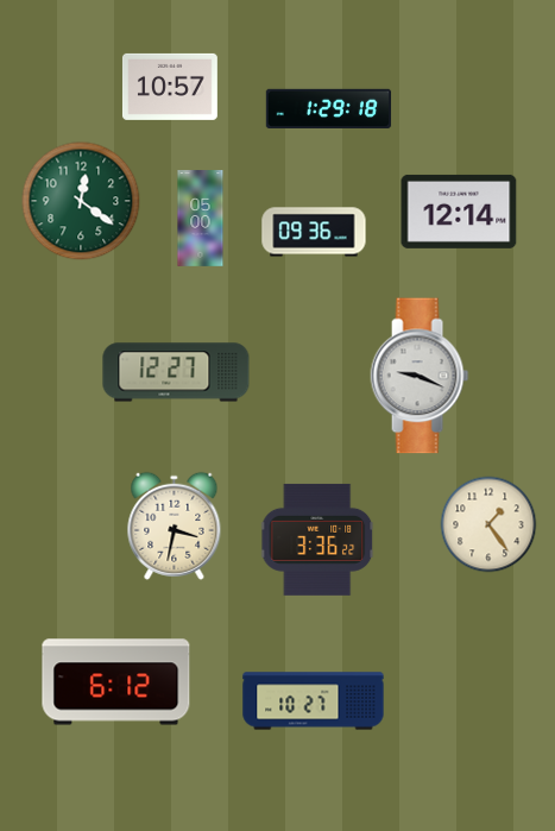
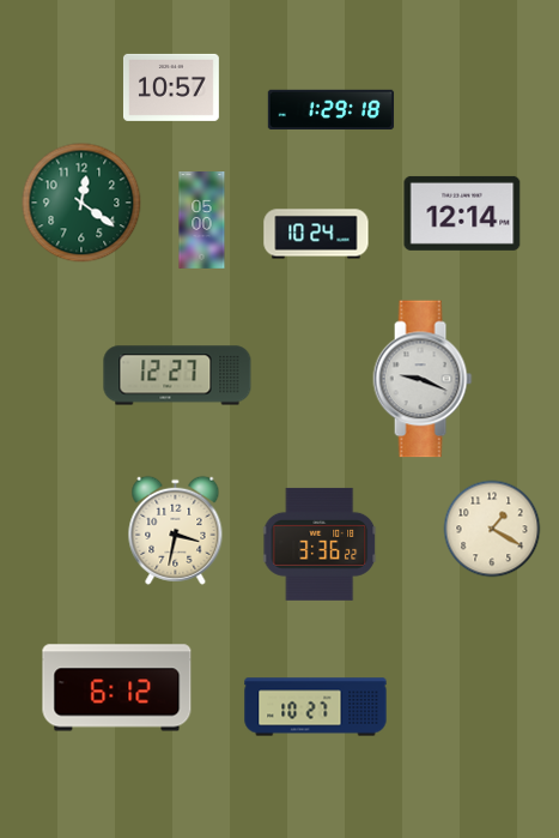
clock at (314, 232): 09:36 -> 10:24
clock at (488, 524): 1:24 -> 1:20
